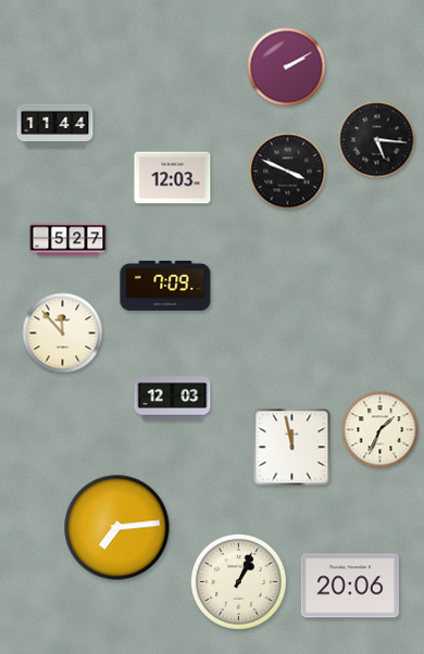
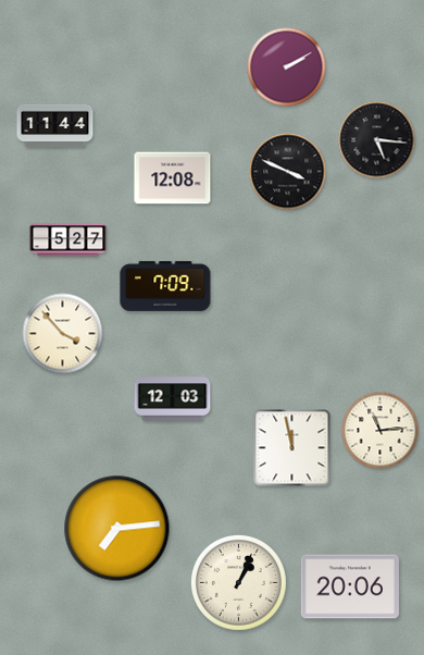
clock at (173, 178): 12:03 -> 12:08
clock at (63, 334): 11:53 -> 3:53
clock at (381, 430): 1:34 -> 11:14
